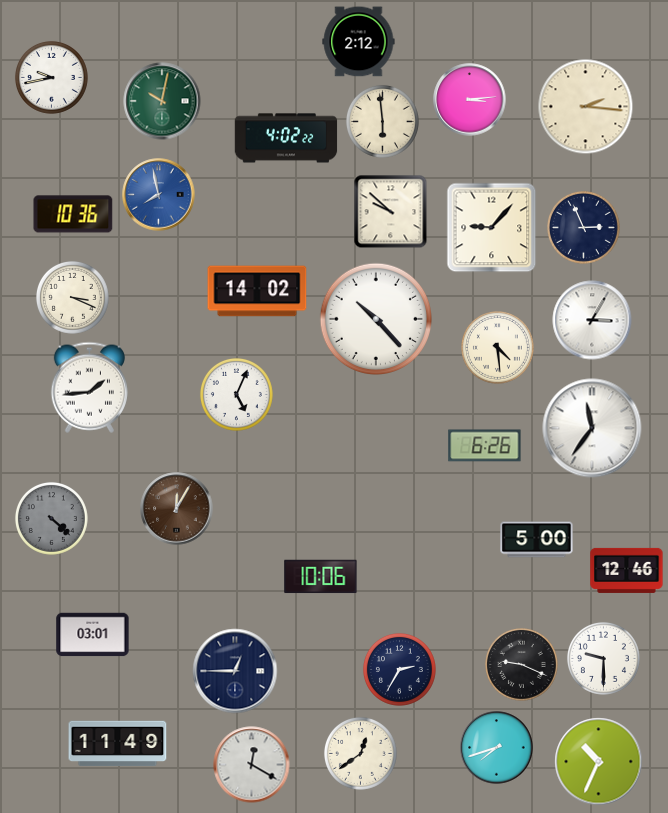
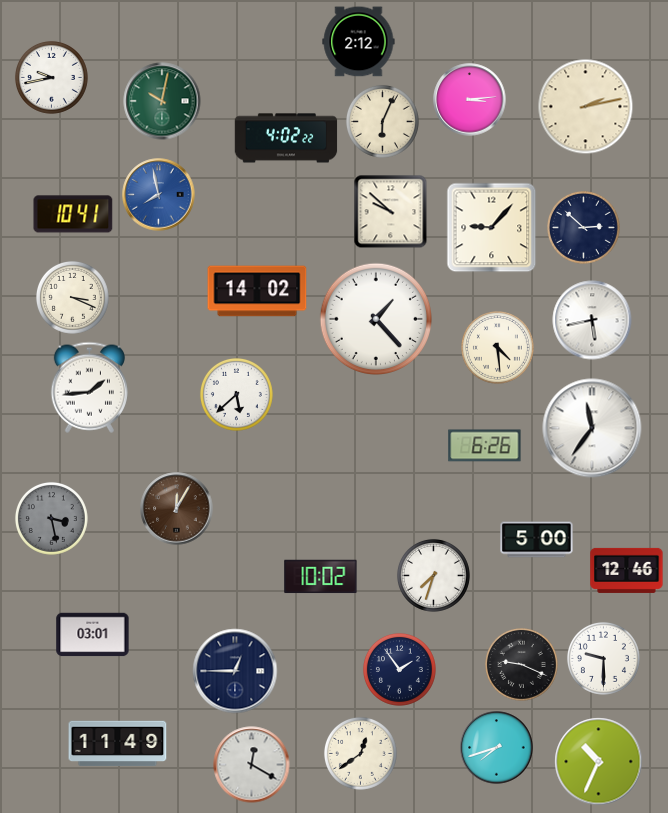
clock at (586, 107): 2:16 -> 2:13
clock at (382, 121): 5:59 -> 6:04
clock at (73, 214): 10:36 -> 10:41
clock at (583, 227): 2:56 -> 2:52
clock at (375, 318): 10:23 -> 1:23
clock at (592, 320): 3:05 -> 5:43
clock at (236, 394): 5:04 -> 5:38
clock at (51, 518): 4:22 -> 3:28
clock at (433, 575): none -> 7:33
clock at (321, 577): 10:06 -> 10:02
clock at (399, 669): 2:35 -> 1:54
